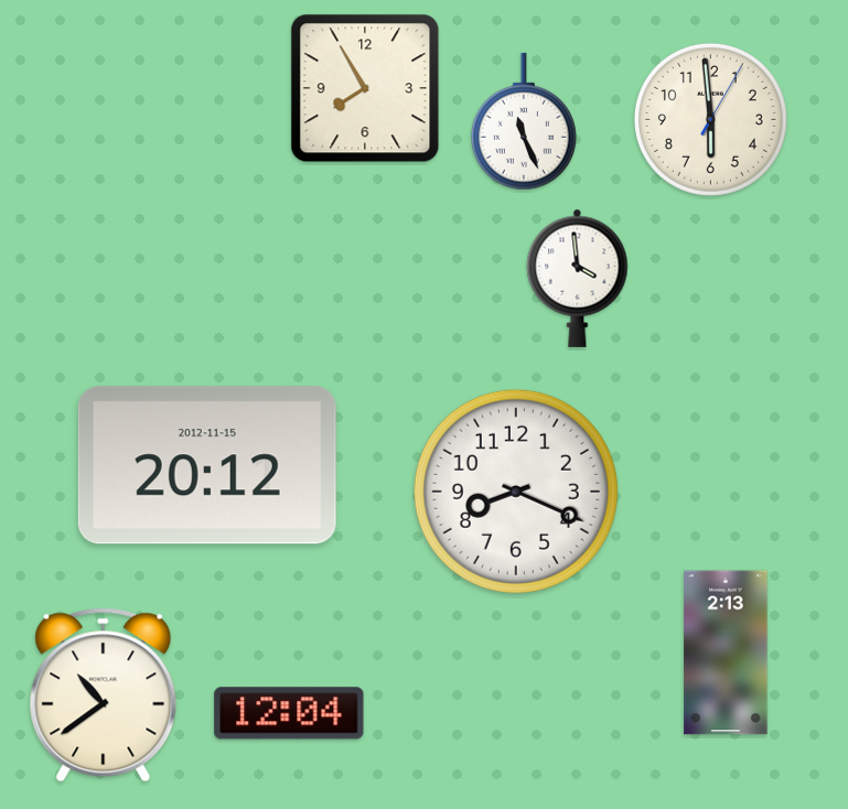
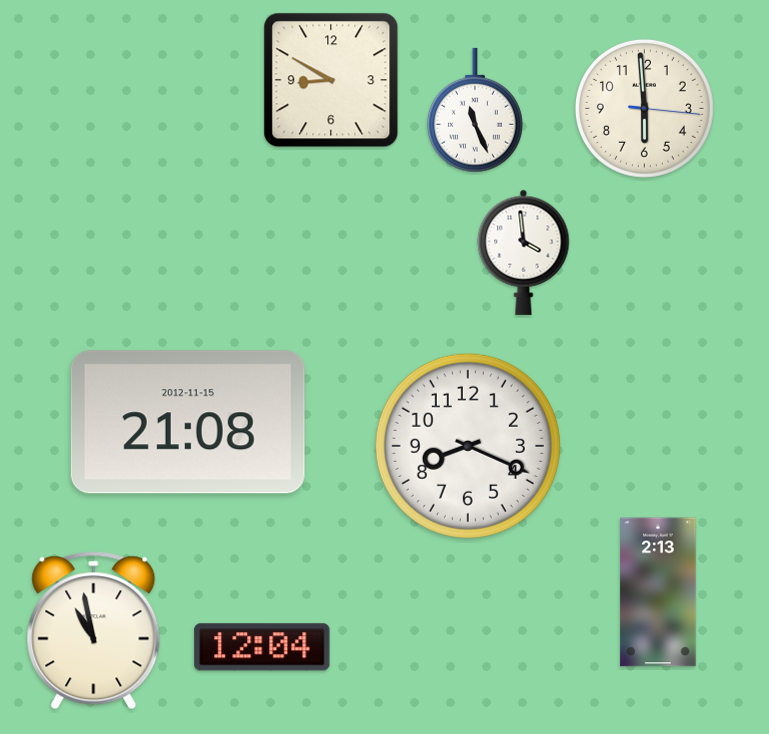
clock at (365, 88): 7:55 -> 8:50
clock at (710, 119): 5:59:05 -> 5:59:16
clock at (207, 465): 20:12 -> 21:08
clock at (104, 695): 10:39 -> 10:58
